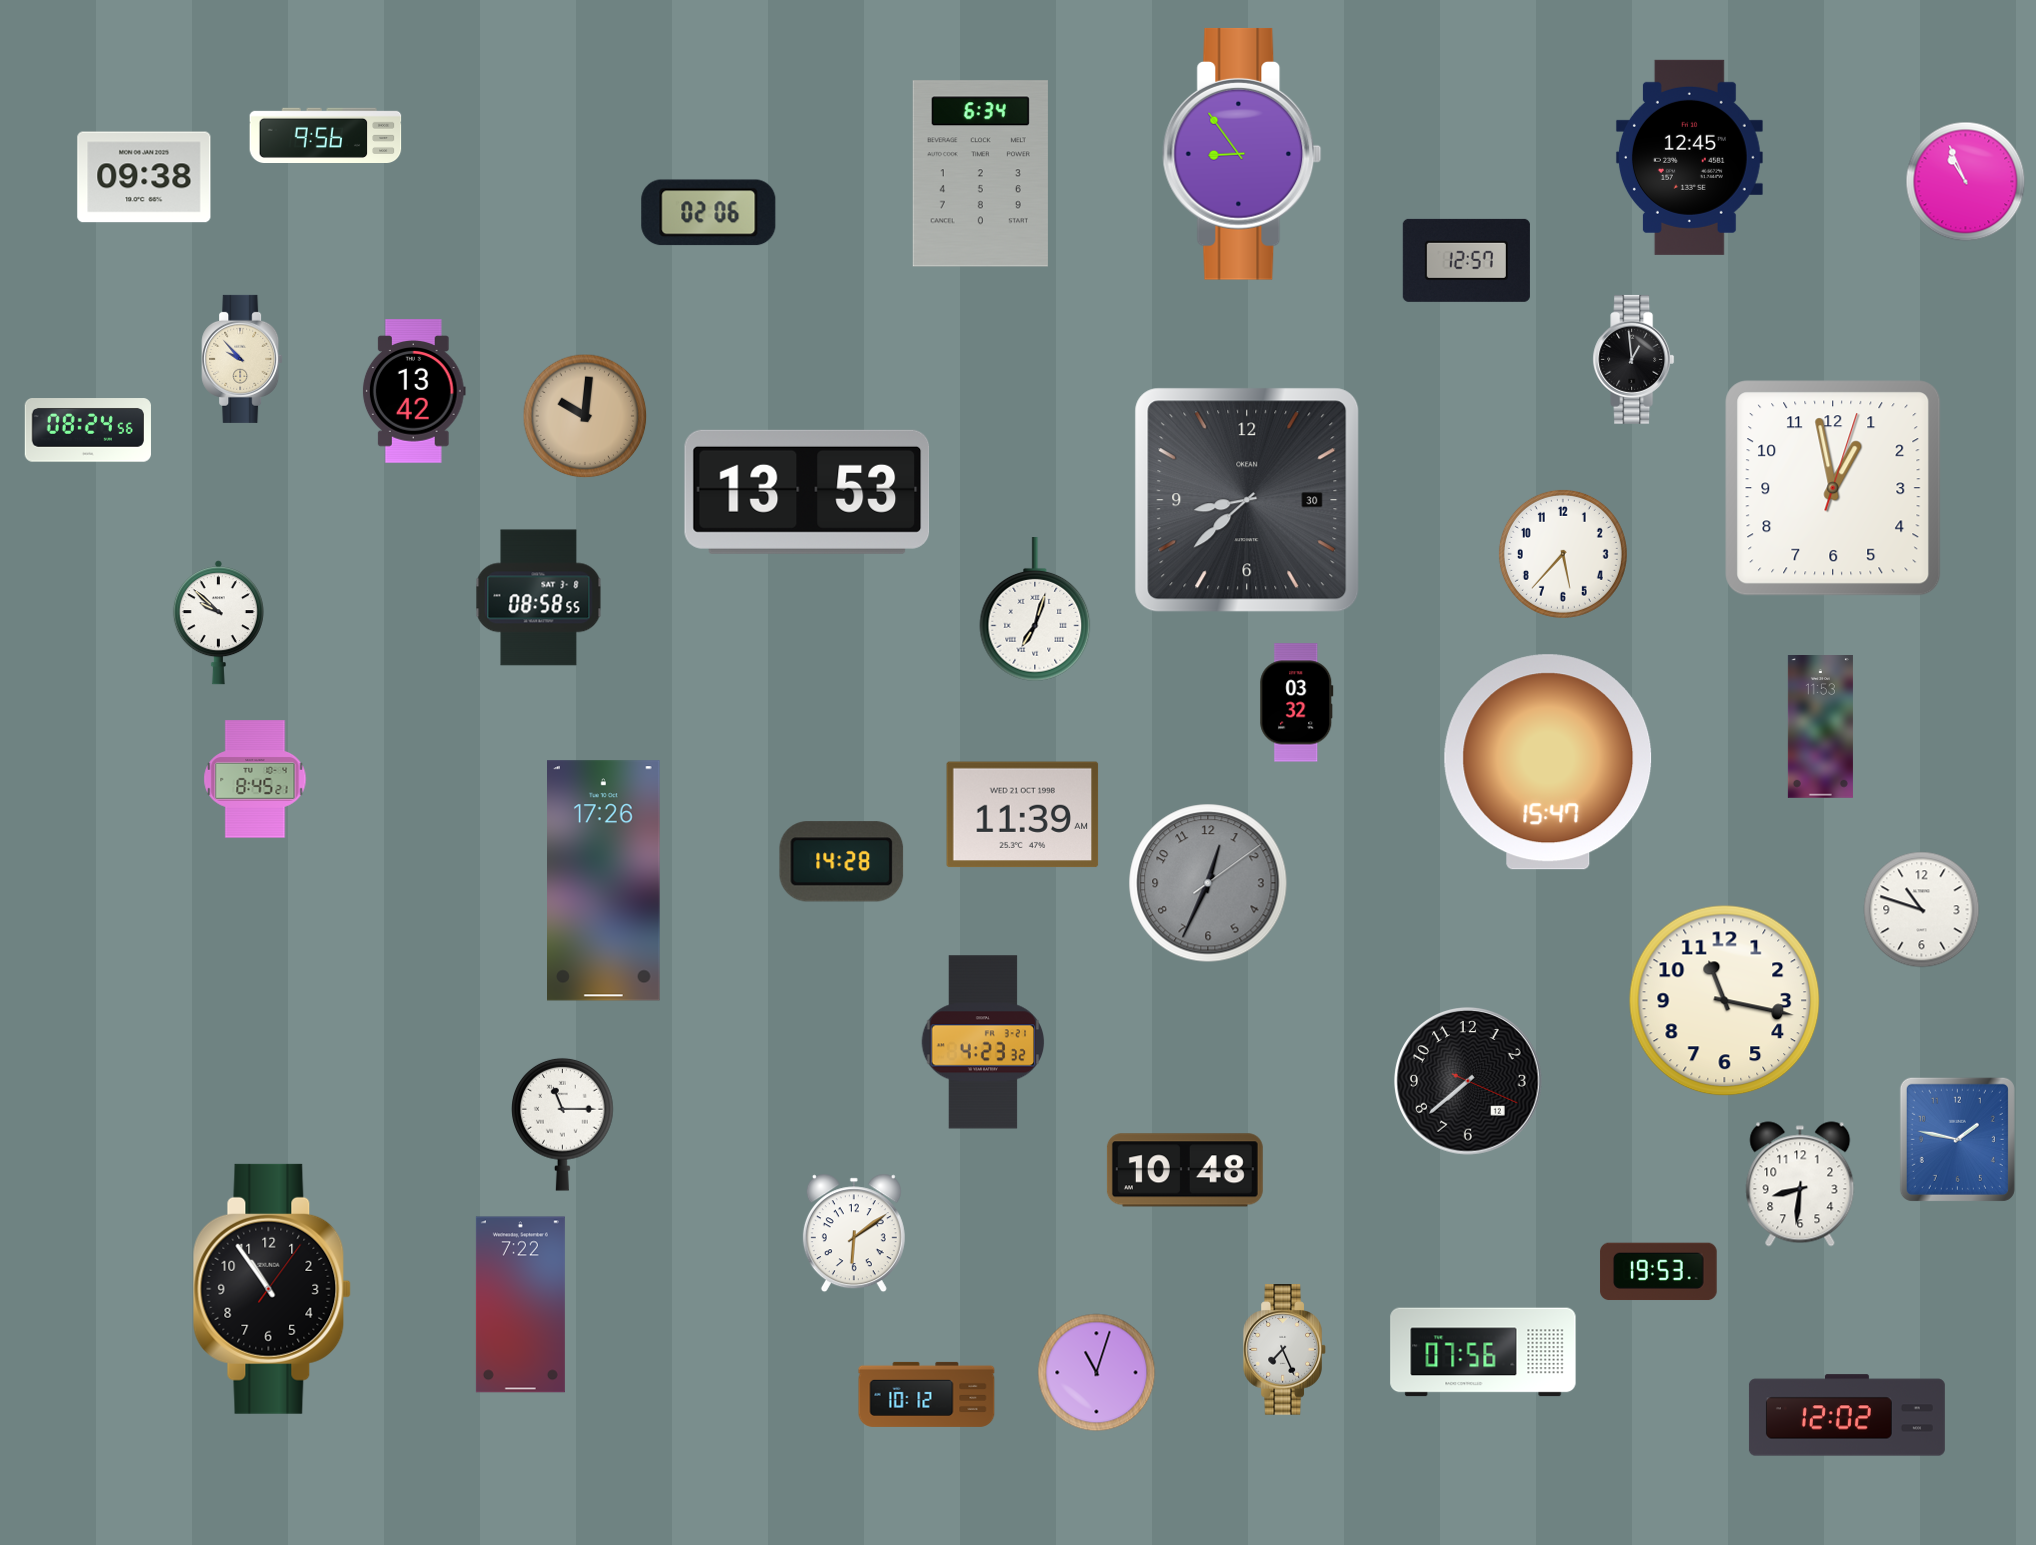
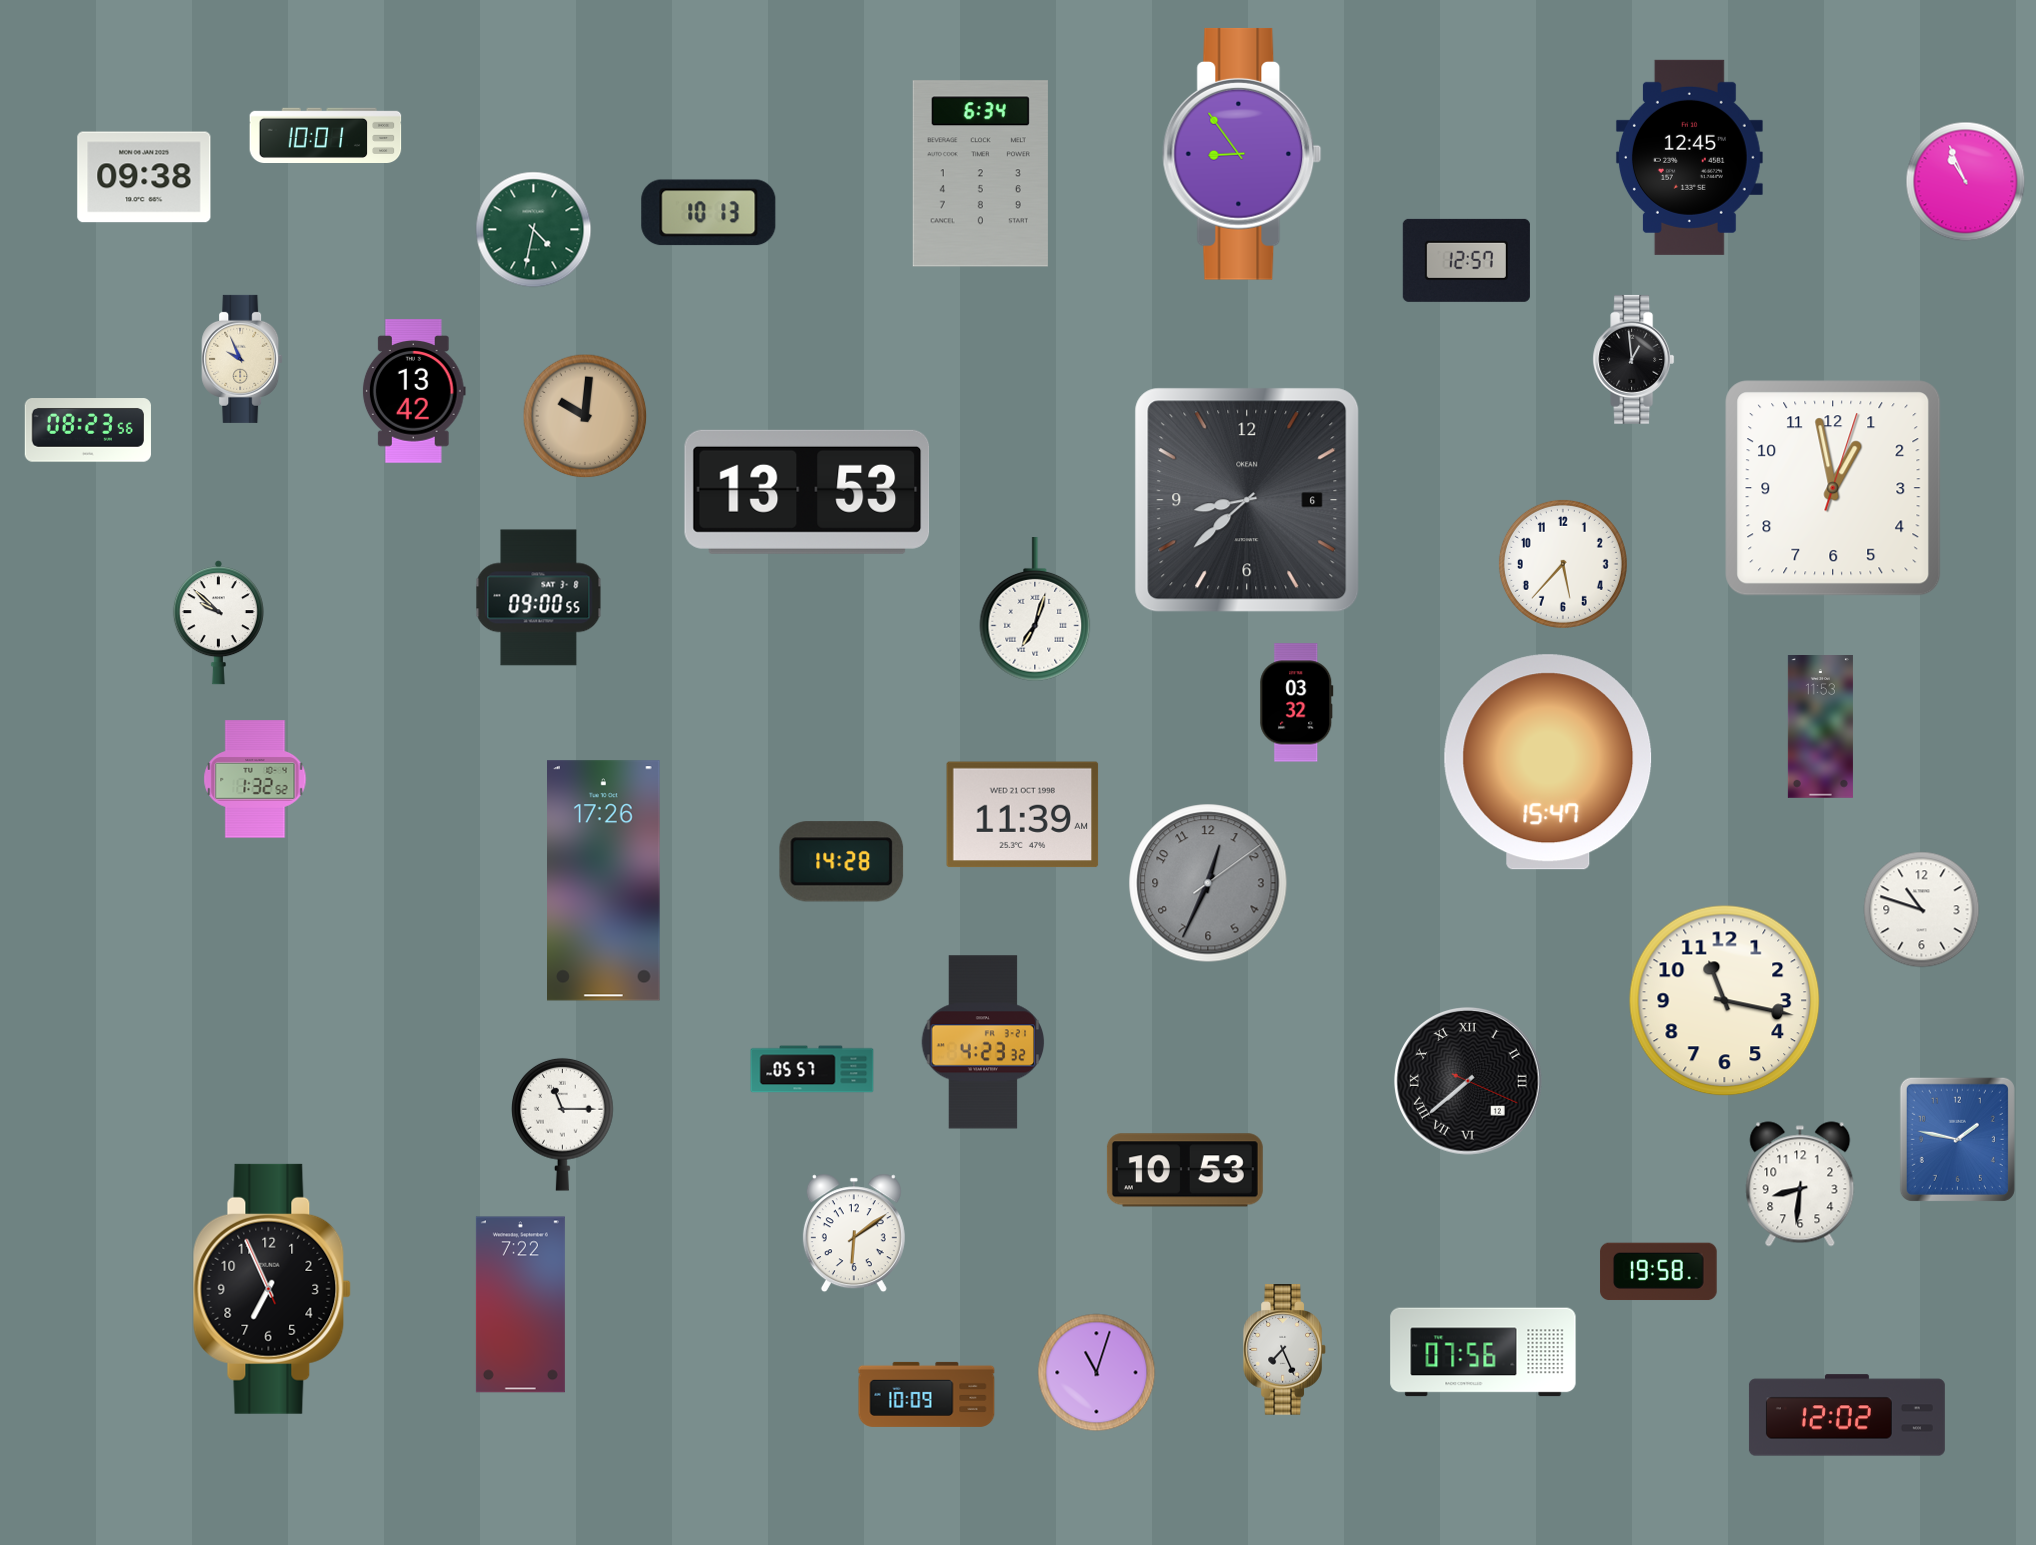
clock at (326, 135): 9:56 -> 10:01
clock at (709, 213): 02:06 -> 10:13
clock at (534, 230): none -> 4:32
clock at (242, 359): 9:53 -> 9:56
clock at (88, 430): 08:24 -> 08:23
clock at (1247, 500) date: 30 -> 6
clock at (1563, 554) position: (1563, 554) -> (1563, 564)
clock at (539, 598): 08:58 -> 09:00
clock at (255, 779): 8:45 -> 1:32
clock at (812, 1069): none -> 05:57
clock at (1468, 1081) numerals: Arabic -> Roman
clock at (1185, 1170): 10:48 -> 10:53
clock at (1659, 1272): 19:53 -> 19:58
clock at (272, 1289): 10:54 -> 6:55
clock at (927, 1394): 10:12 -> 10:09
